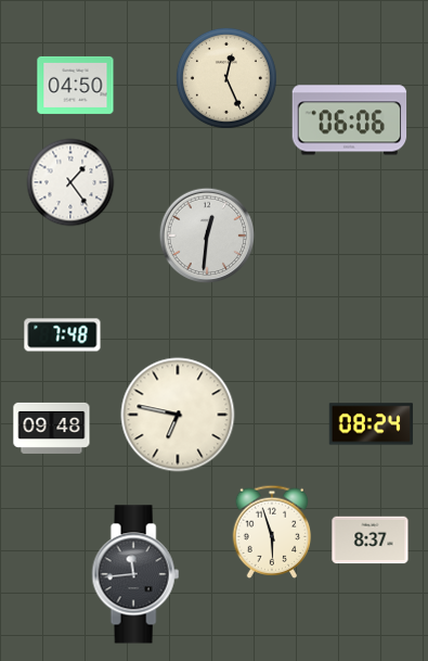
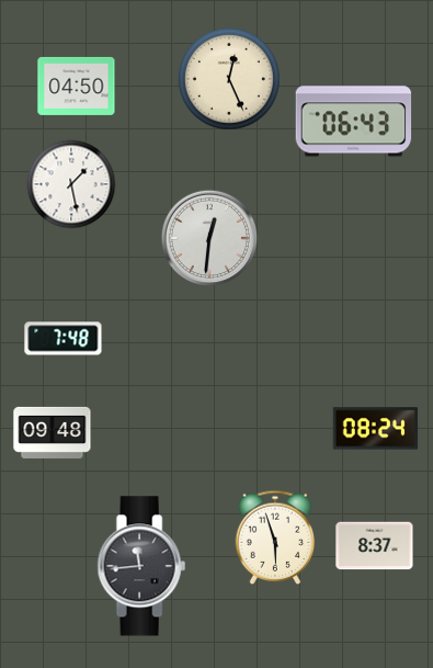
clock at (350, 120): 06:06 -> 06:43
clock at (70, 182): 1:24 -> 1:28
clock at (178, 415): 6:47 -> none
clock at (135, 574) position: (135, 574) -> (141, 566)
